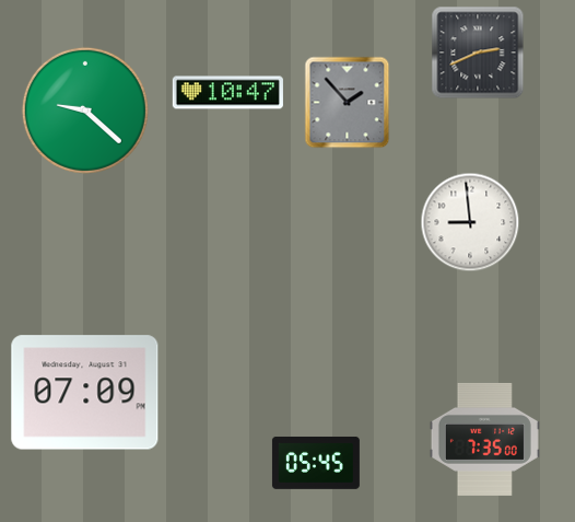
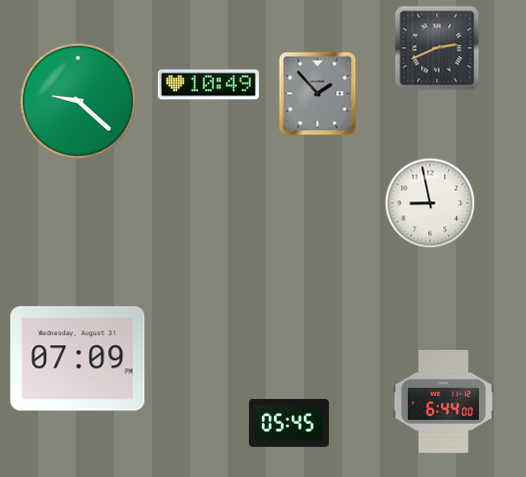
clock at (227, 93): 10:47 -> 10:49
clock at (470, 222): 8:59 -> 8:58
clock at (484, 439): 7:35 -> 6:44
